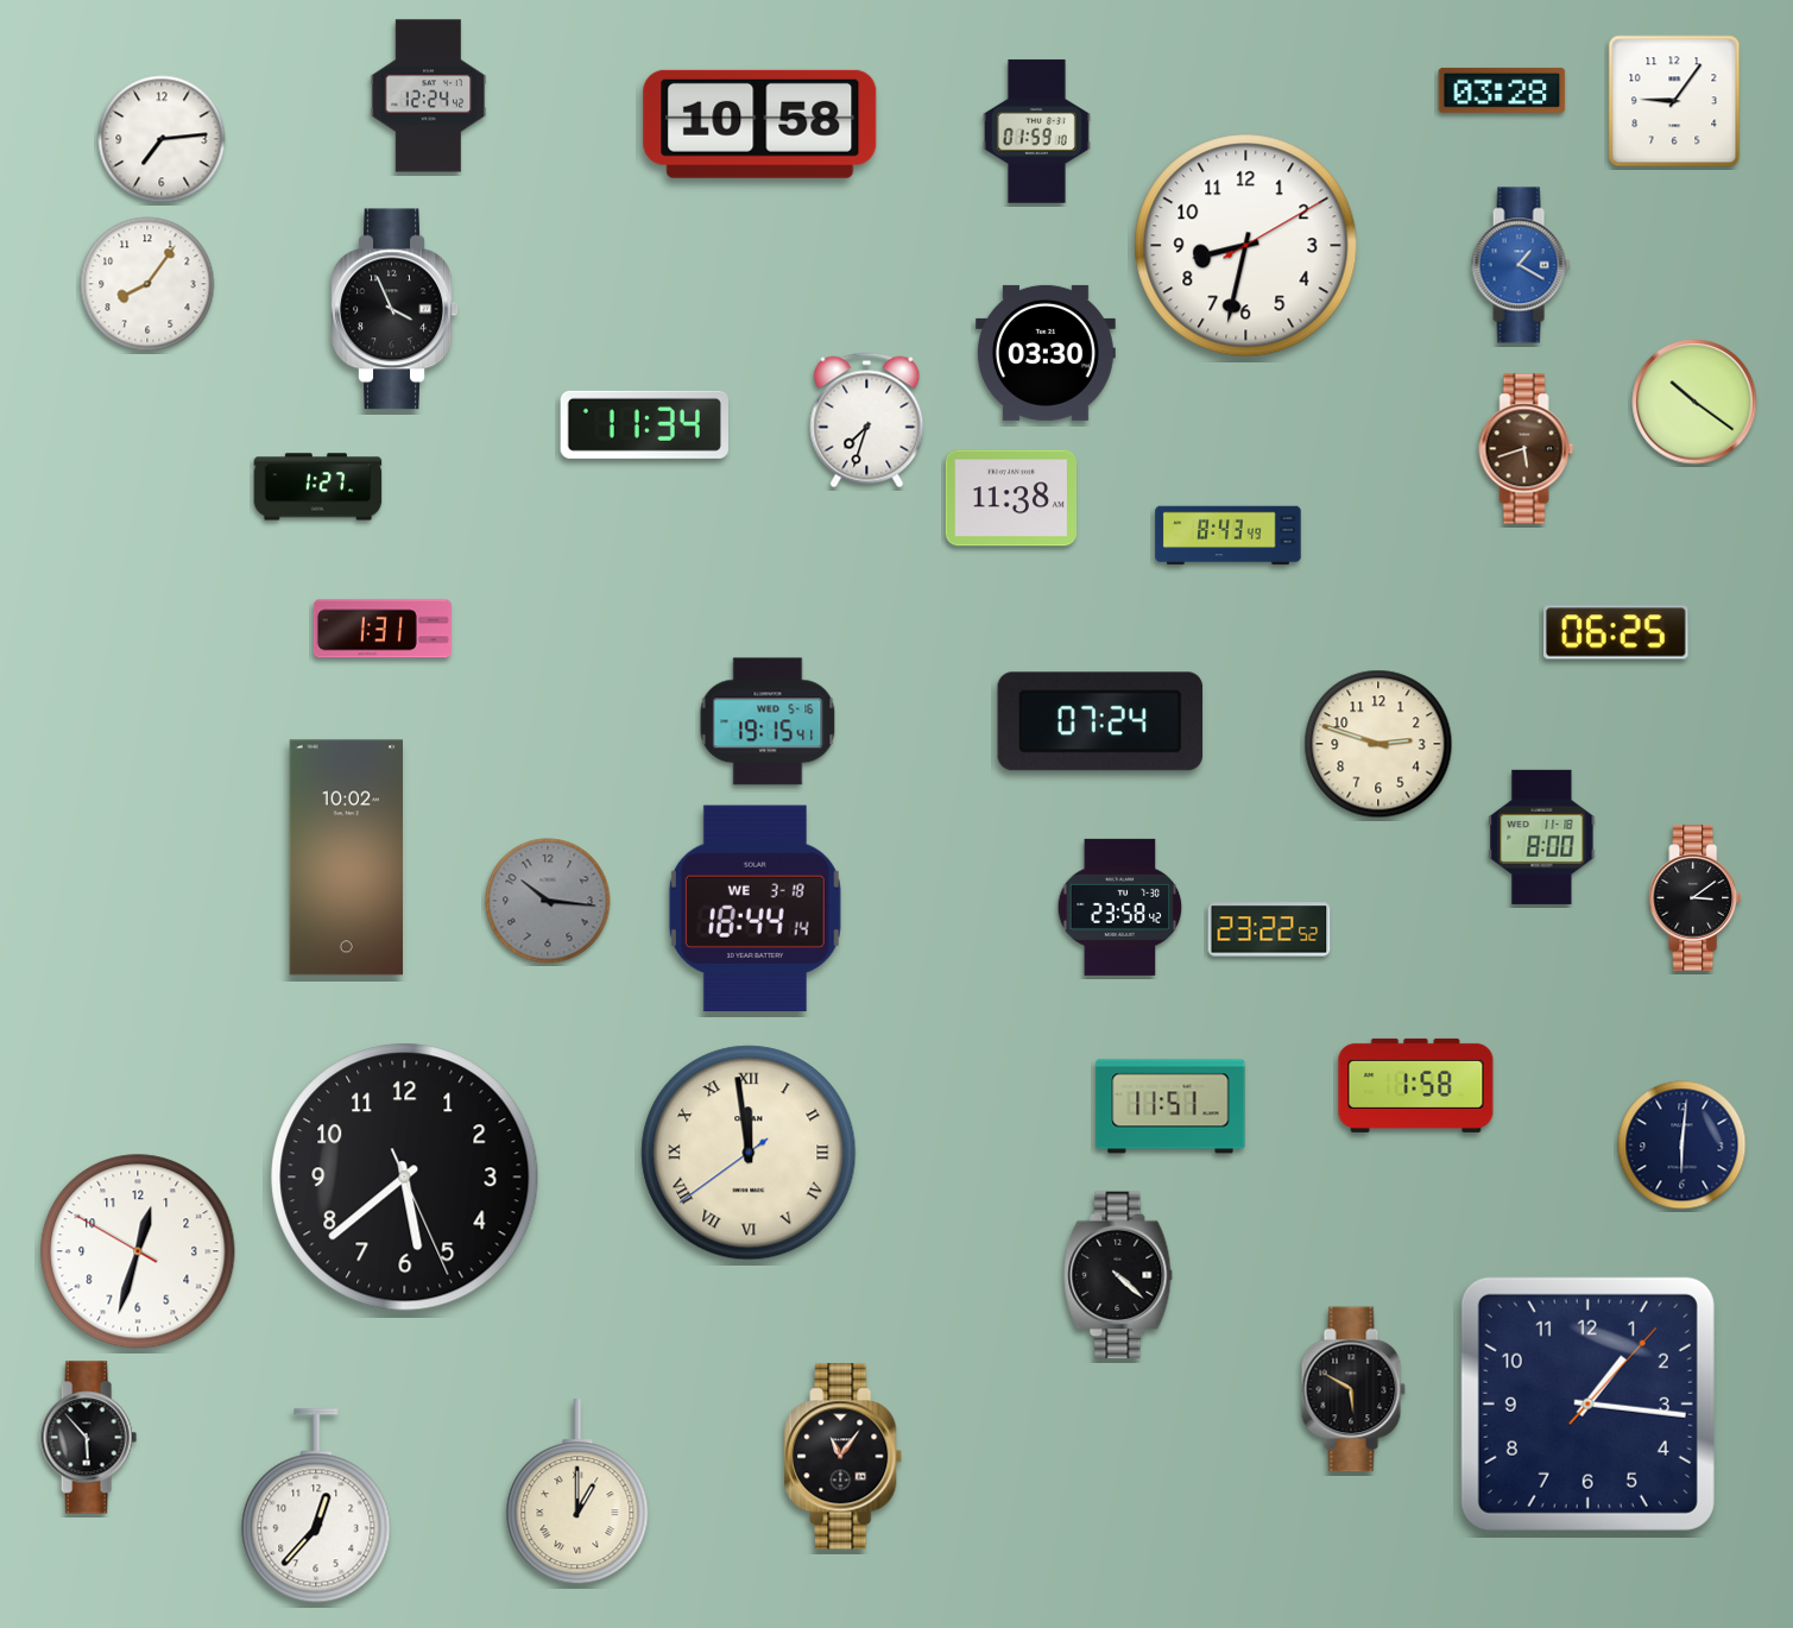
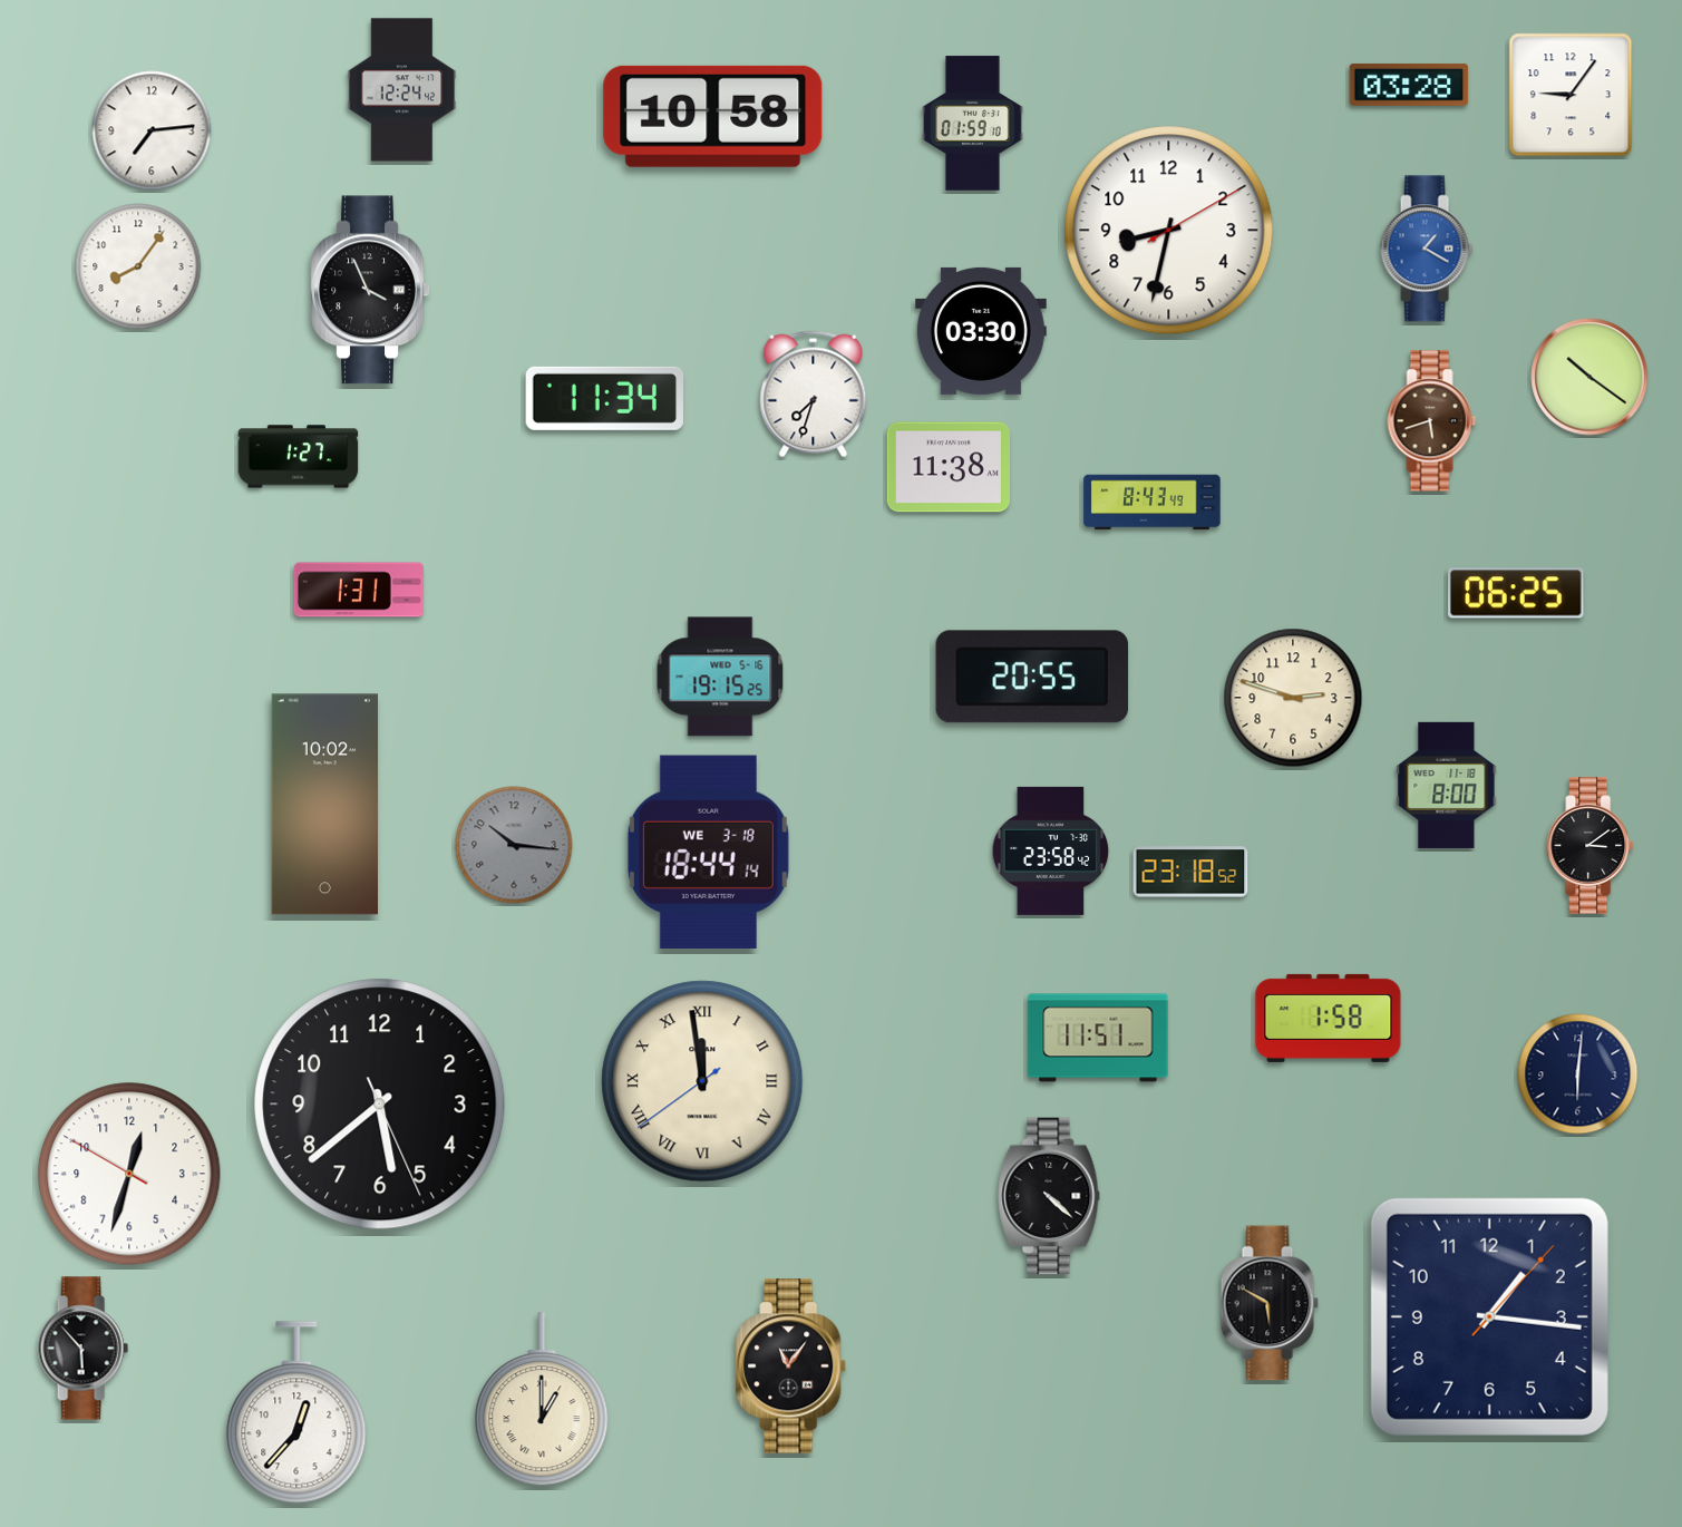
clock at (768, 721): 19:15:41 -> 19:15:25
clock at (1100, 721): 07:24 -> 20:55
clock at (1696, 898) position: (1696, 898) -> (1591, 846)
clock at (1269, 929): 23:22 -> 23:18
